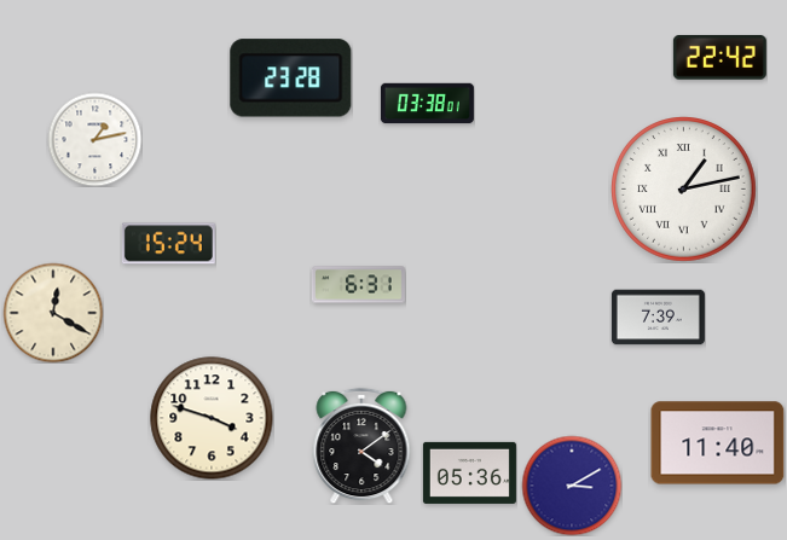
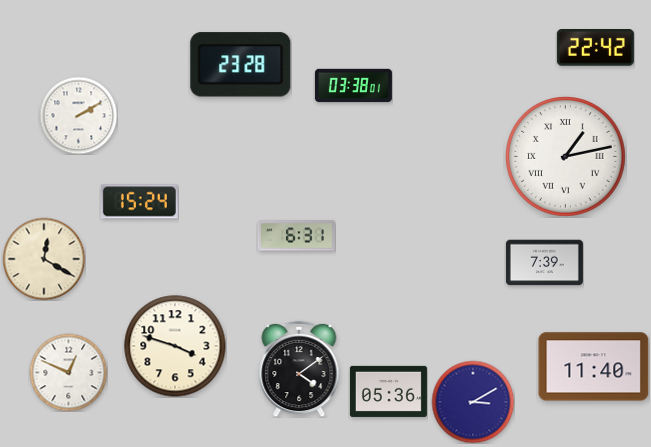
clock at (94, 139): 1:13 -> 2:10
clock at (68, 372): none -> 12:49
